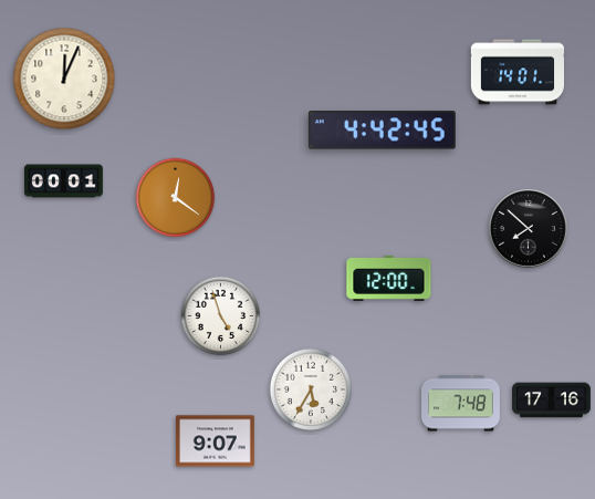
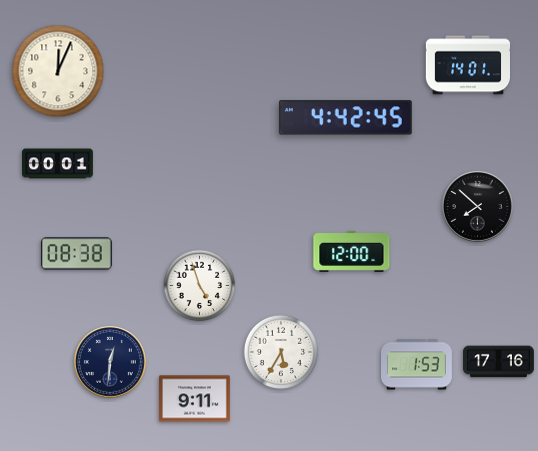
clock at (176, 198): 12:21 -> none
clock at (76, 254): none -> 08:38
clock at (111, 363): none -> 12:31
clock at (461, 404): 7:48 -> 1:53
clock at (216, 441): 9:07 -> 9:11
